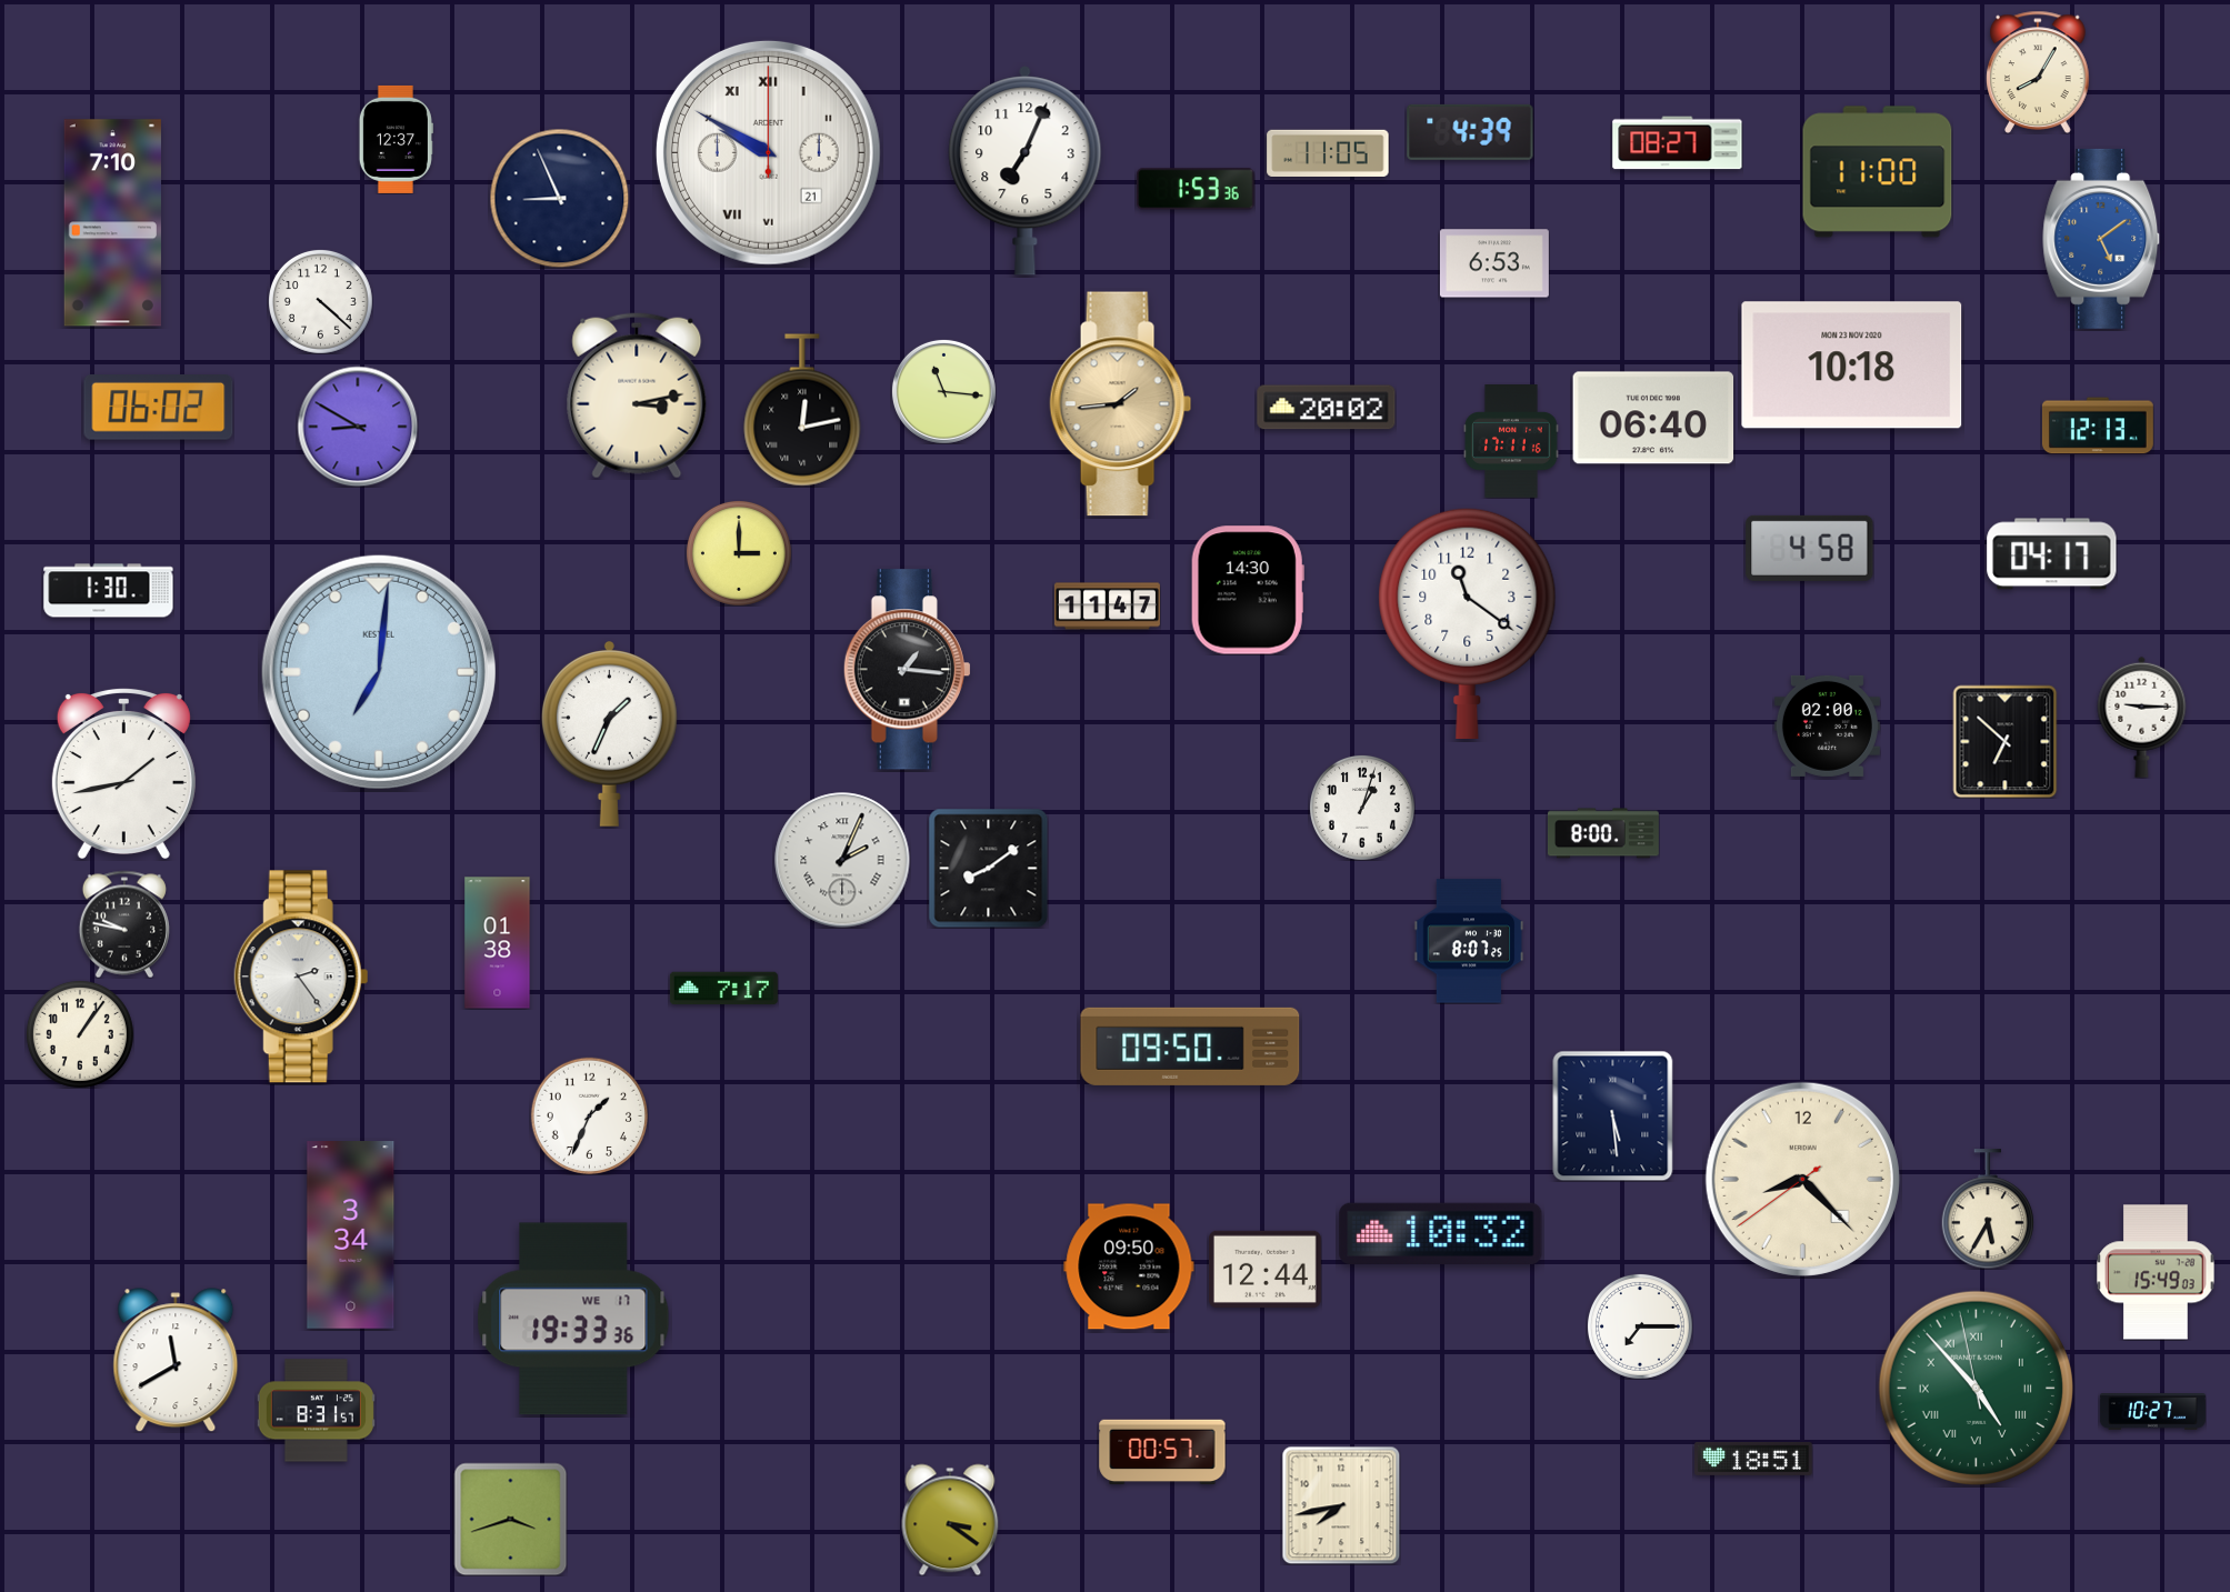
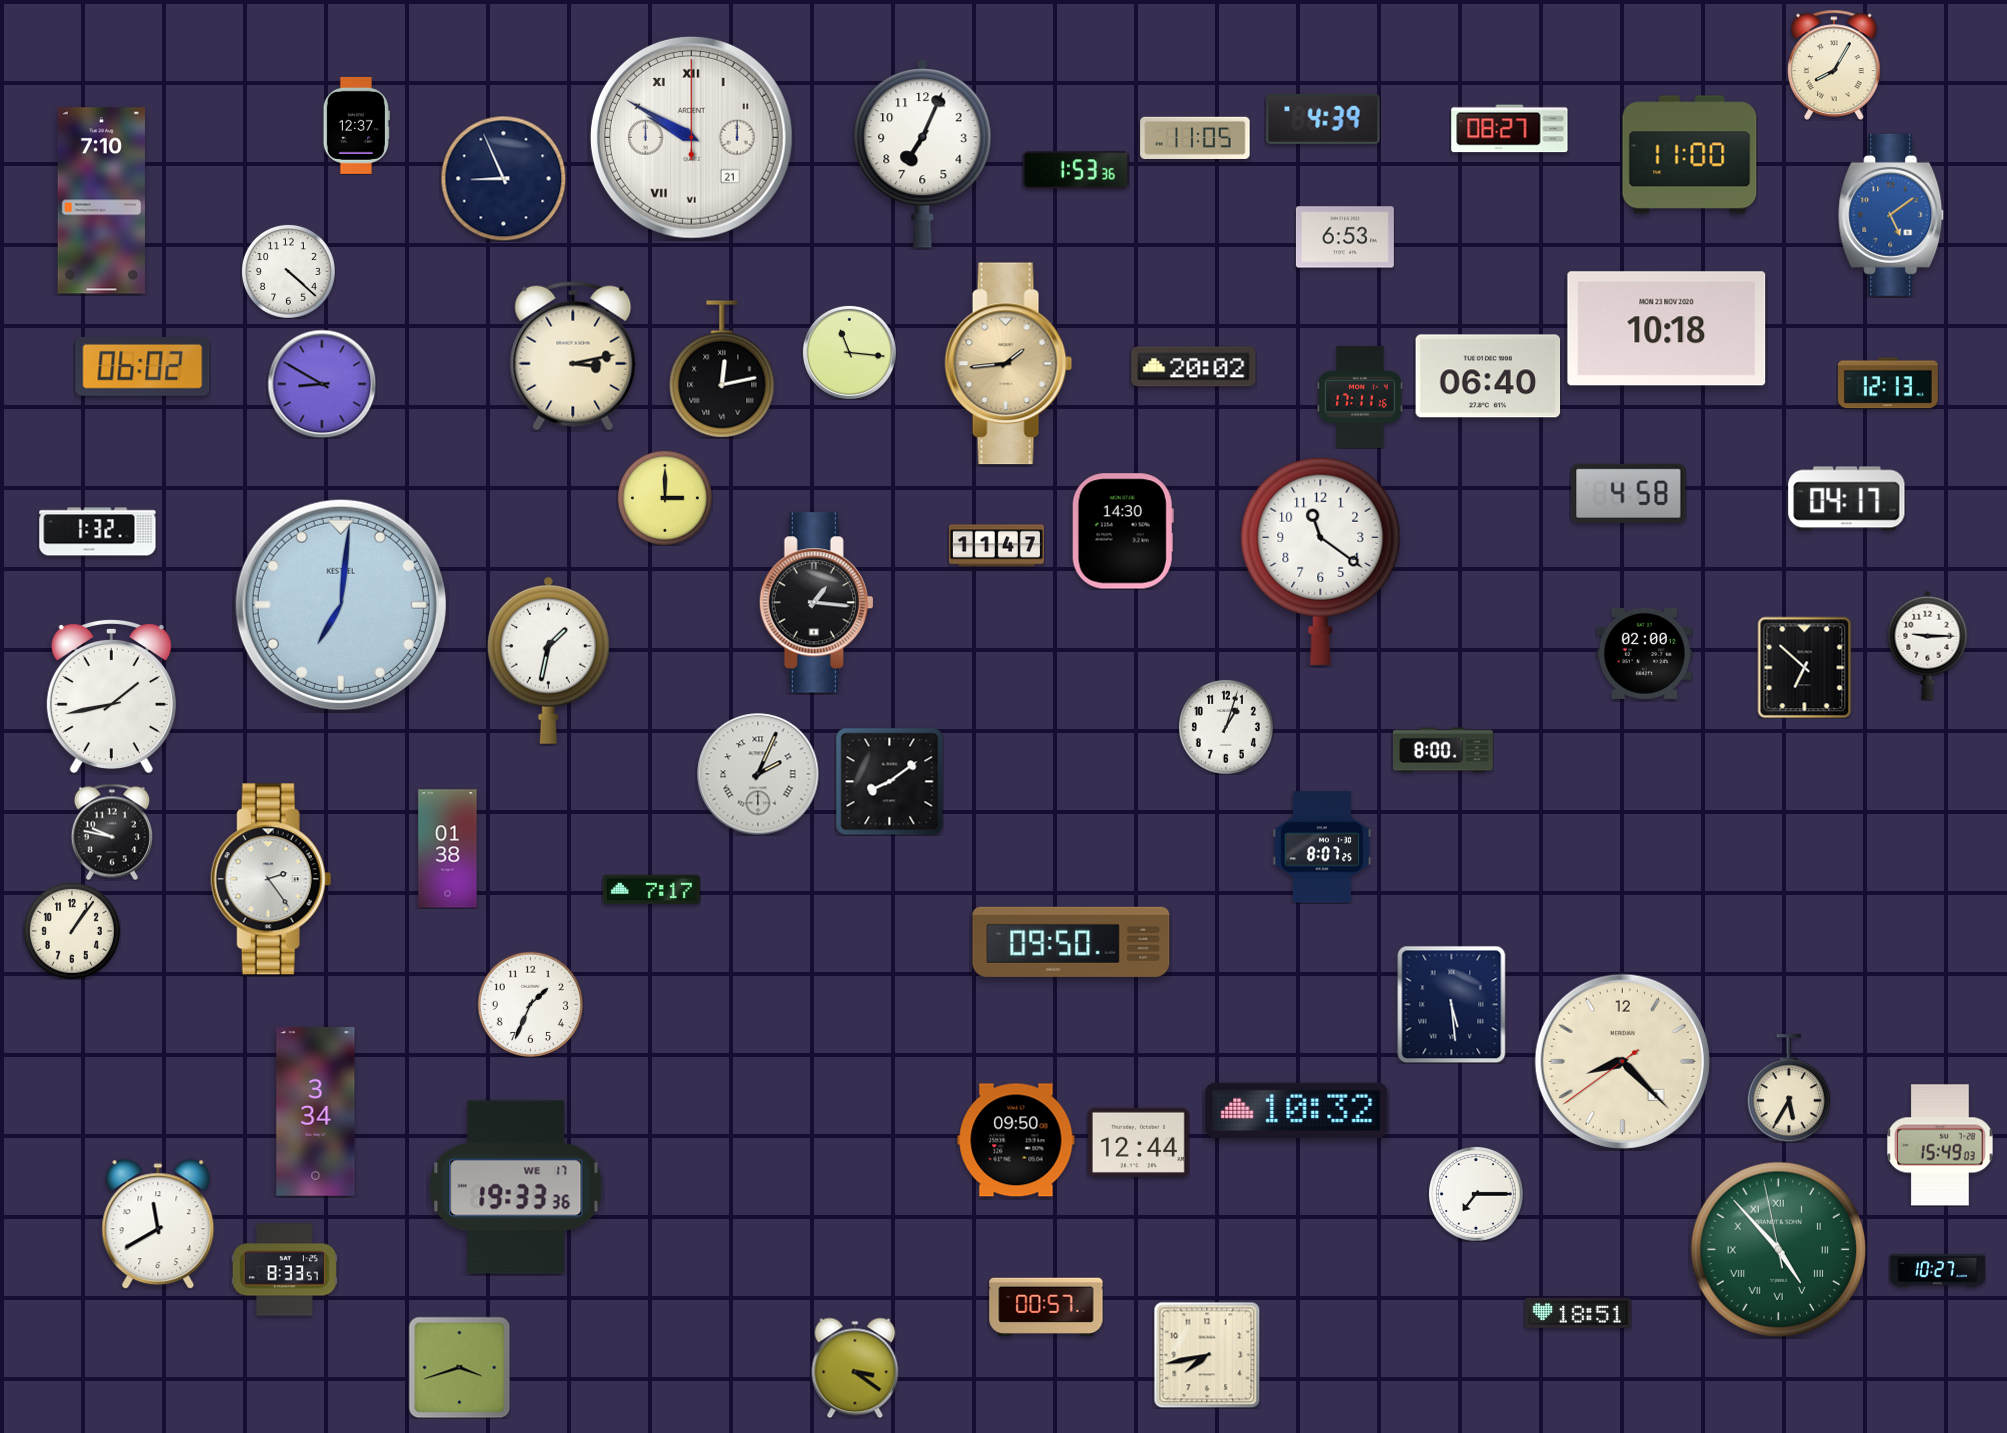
clock at (109, 591): 1:30 -> 1:32
clock at (609, 734): 1:34 -> 1:32
clock at (316, 1411): 8:31 -> 8:33
